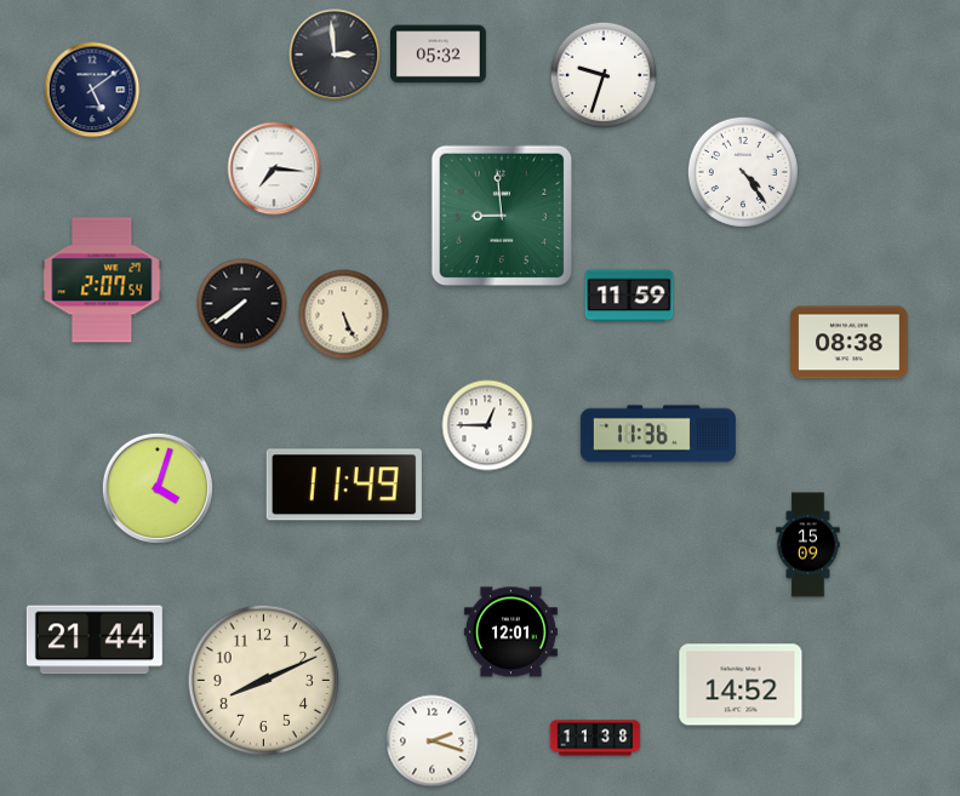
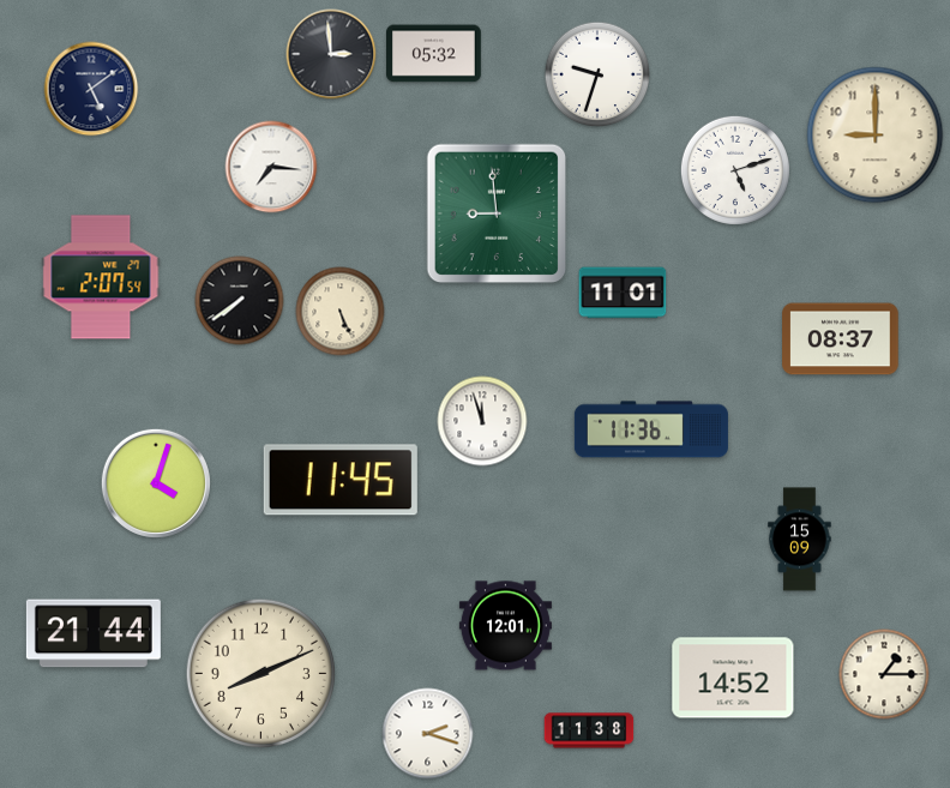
clock at (876, 136): none -> 9:00
clock at (743, 172): 4:24 -> 5:12
clock at (629, 296): 11:59 -> 11:01
clock at (850, 343): 08:38 -> 08:37
clock at (487, 425): 12:45 -> 11:57
clock at (344, 485): 11:49 -> 11:45
clock at (884, 674): none -> 1:15
